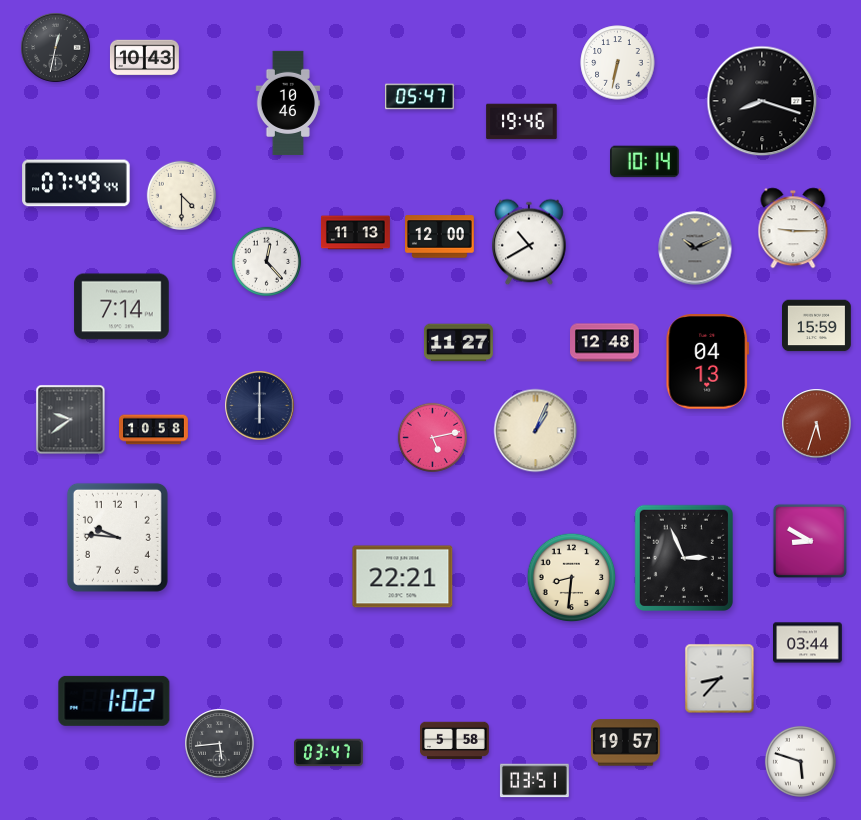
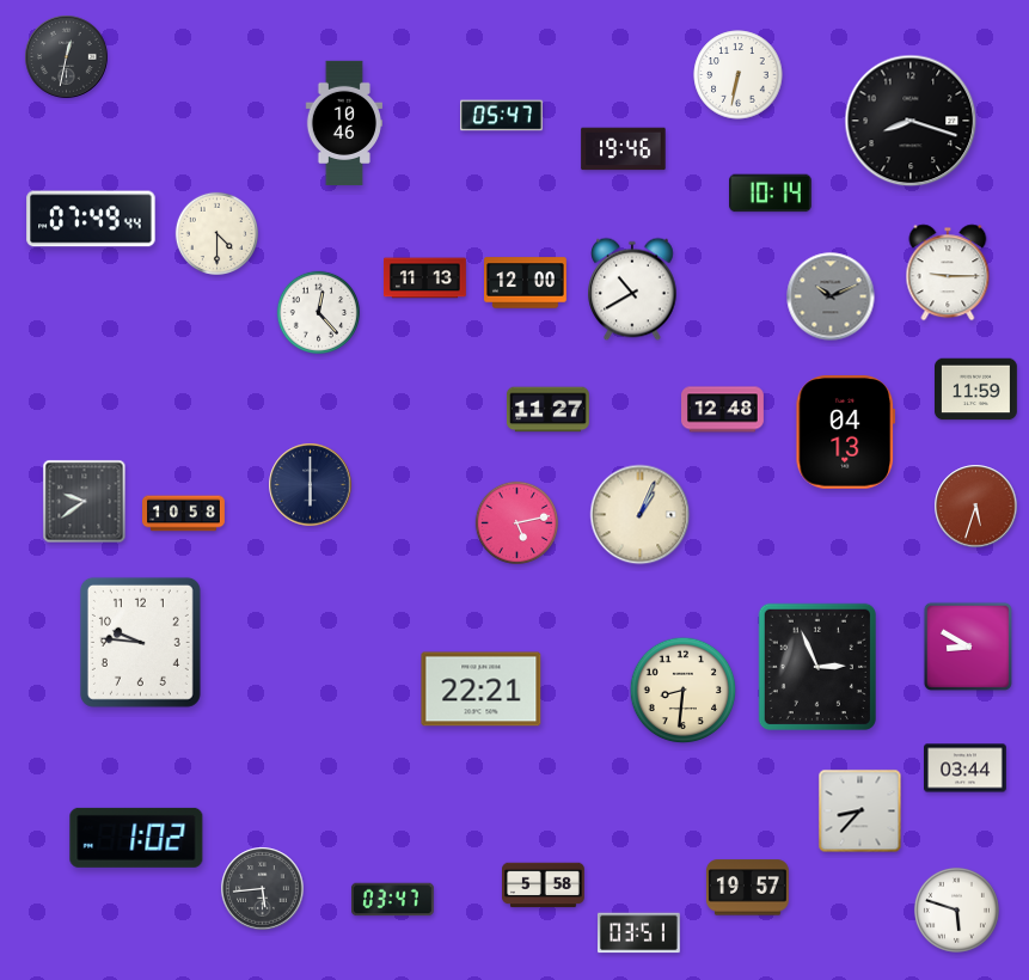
clock at (144, 58): 10:43 -> none
clock at (522, 122) position: (522, 122) -> (624, 149)
clock at (122, 307): 7:14 -> none
clock at (817, 326): 15:59 -> 11:59
